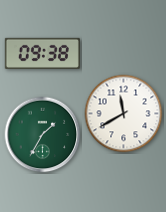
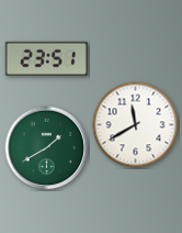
clock at (42, 53): 09:38 -> 23:51
clock at (43, 135): 1:35 -> 1:40
